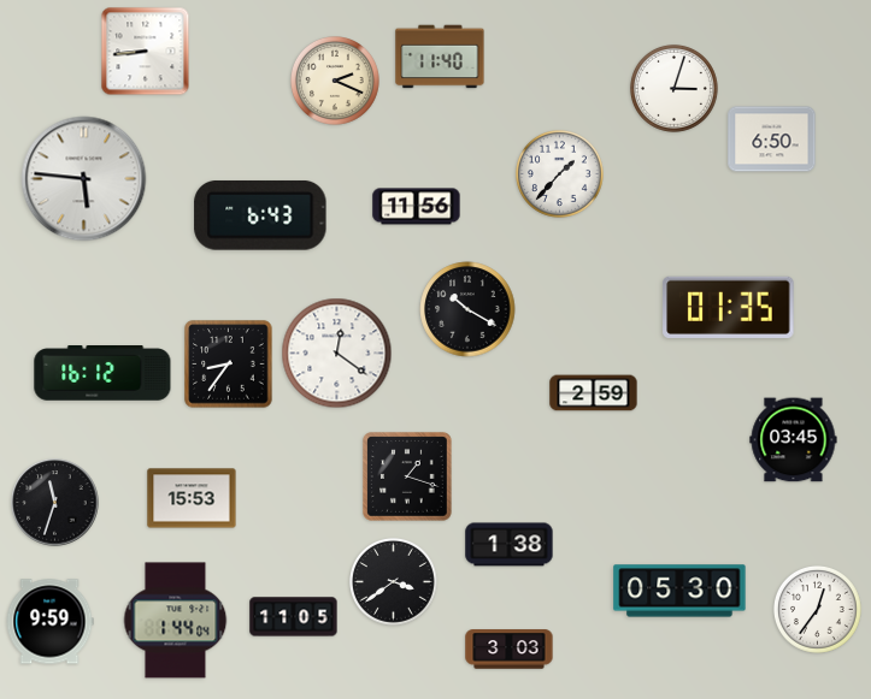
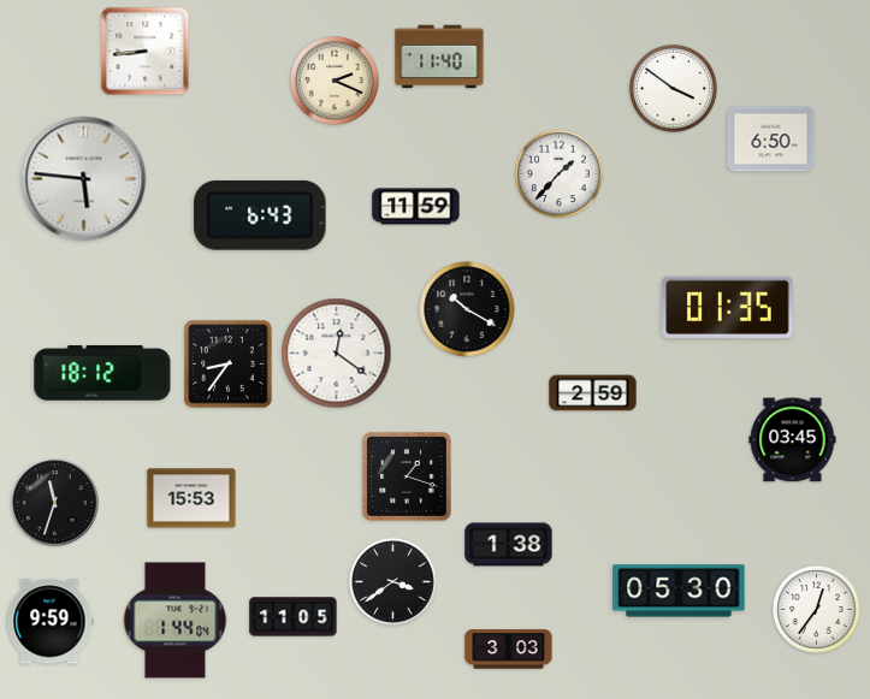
clock at (673, 88): 3:03 -> 3:51
clock at (417, 207): 11:56 -> 11:59
clock at (102, 374): 16:12 -> 18:12
